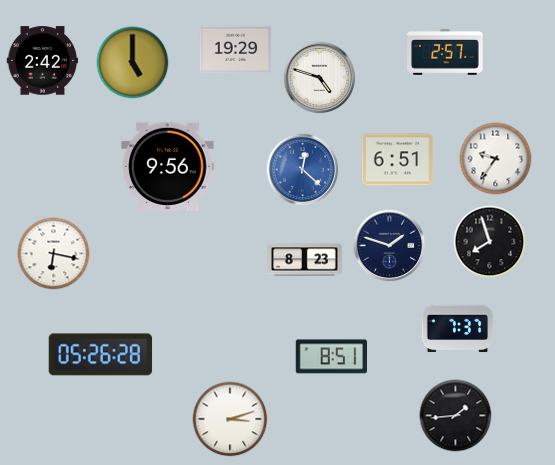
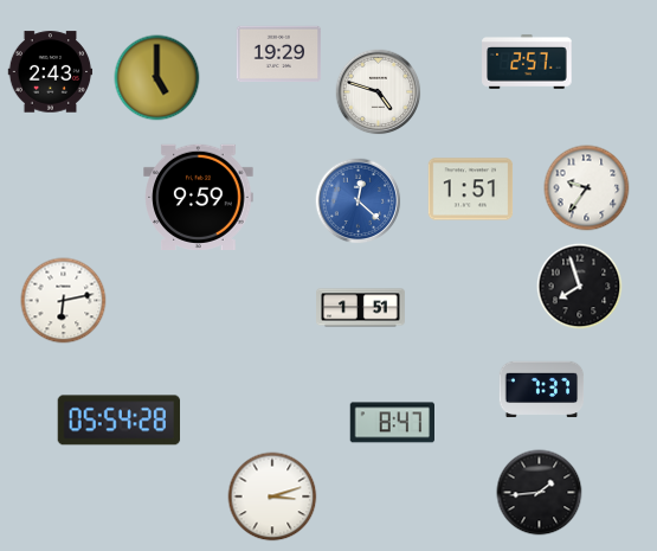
clock at (236, 50) position: (236, 50) -> (279, 55)
clock at (43, 61): 2:42 -> 2:43
clock at (133, 63) position: (133, 63) -> (157, 78)
clock at (398, 160): 6:51 -> 1:51
clock at (168, 166): 9:56 -> 9:59
clock at (390, 246): 1:48 -> none
clock at (54, 254): 6:17 -> 6:13
clock at (305, 260): 8:23 -> 1:51
clock at (101, 355): 05:26 -> 05:54
clock at (331, 357): 8:51 -> 8:47
